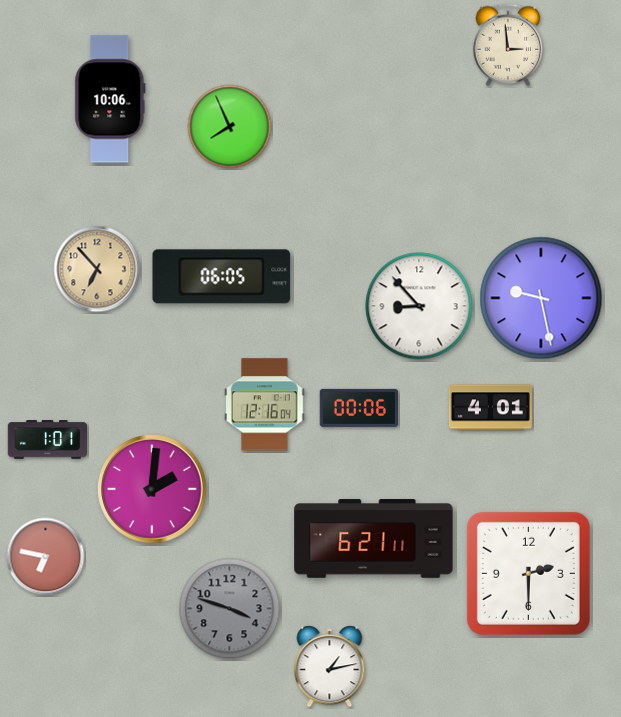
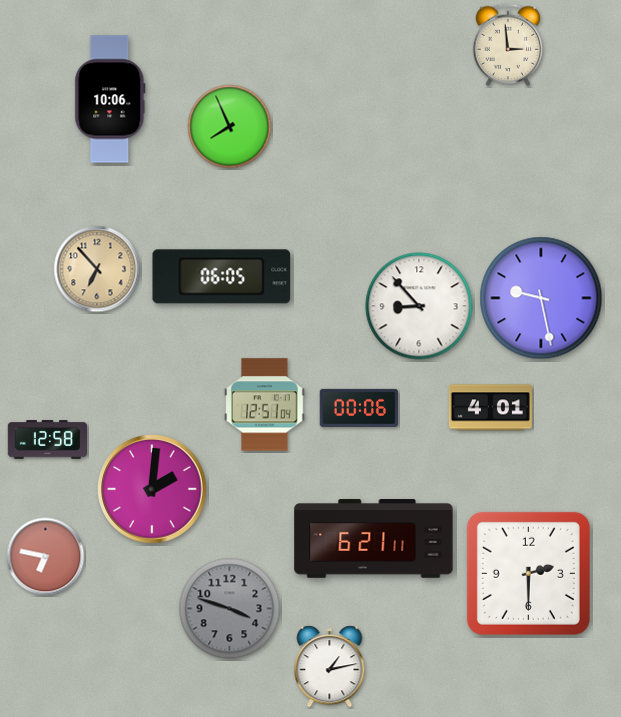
clock at (265, 405): 12:16 -> 12:51
clock at (48, 440): 1:01 -> 12:58
